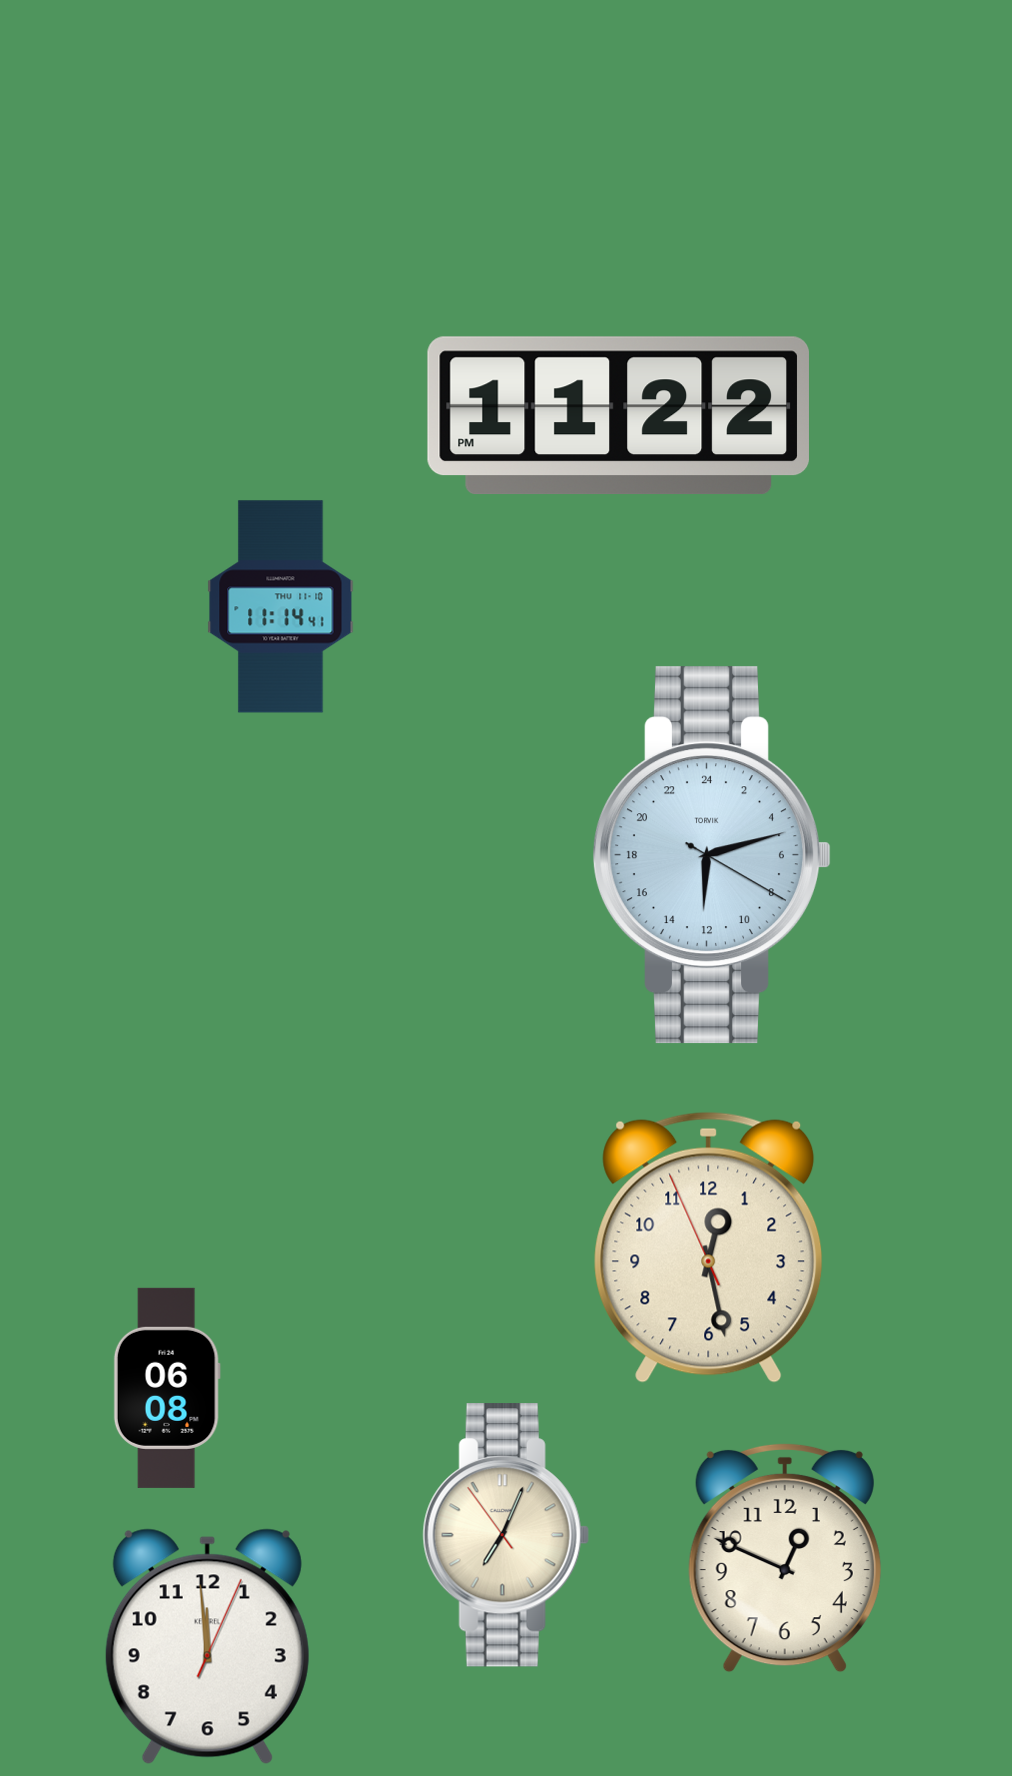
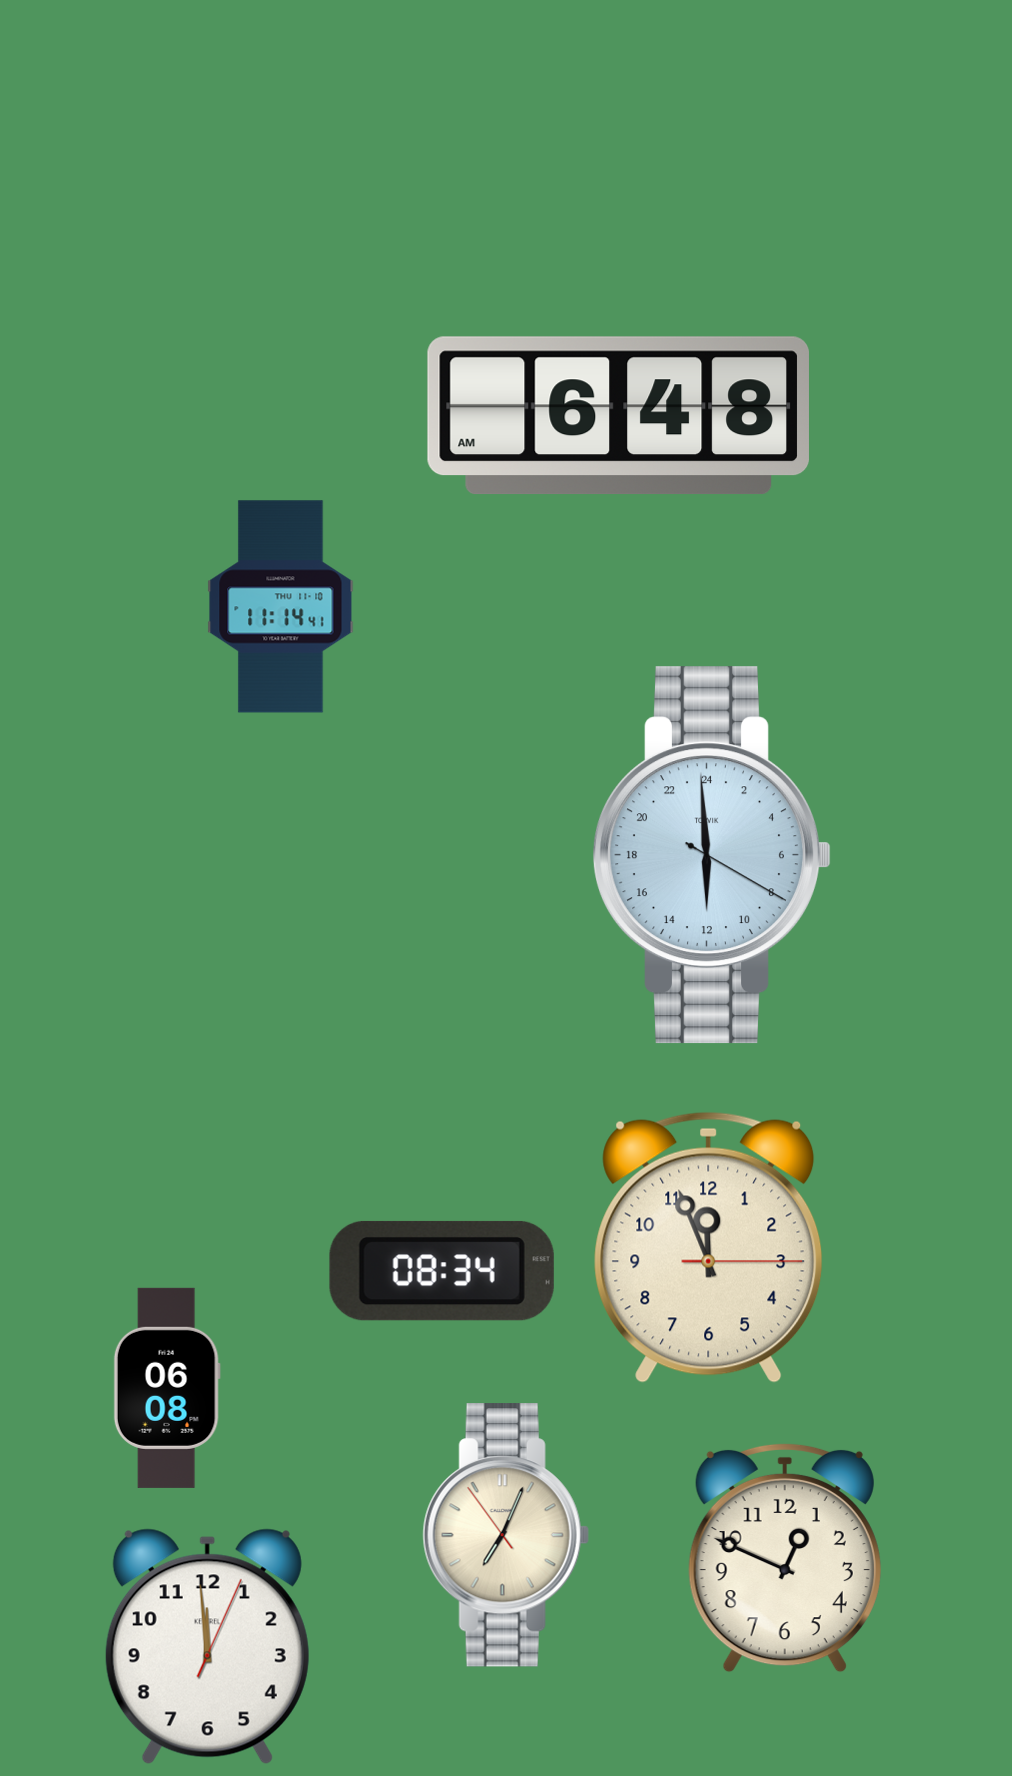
clock at (618, 415): 11:22 -> 6:48
clock at (713, 855): 12:12 -> 11:59
clock at (709, 1247): 12:27 -> 11:56
clock at (442, 1271): none -> 08:34
